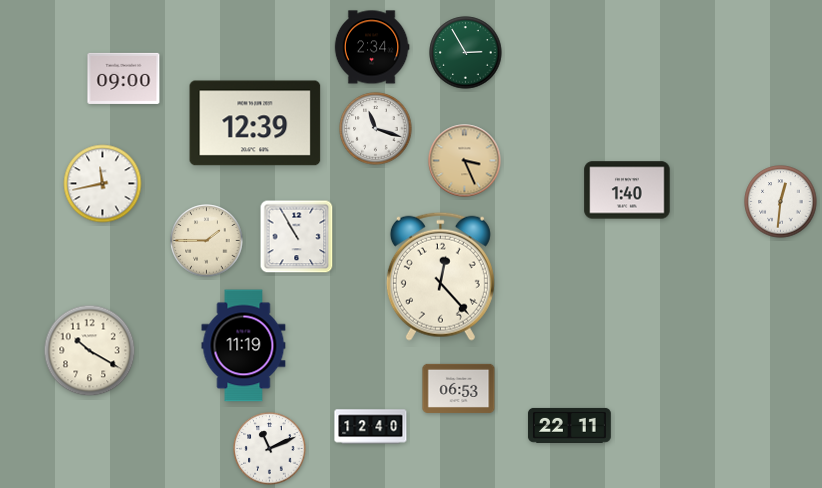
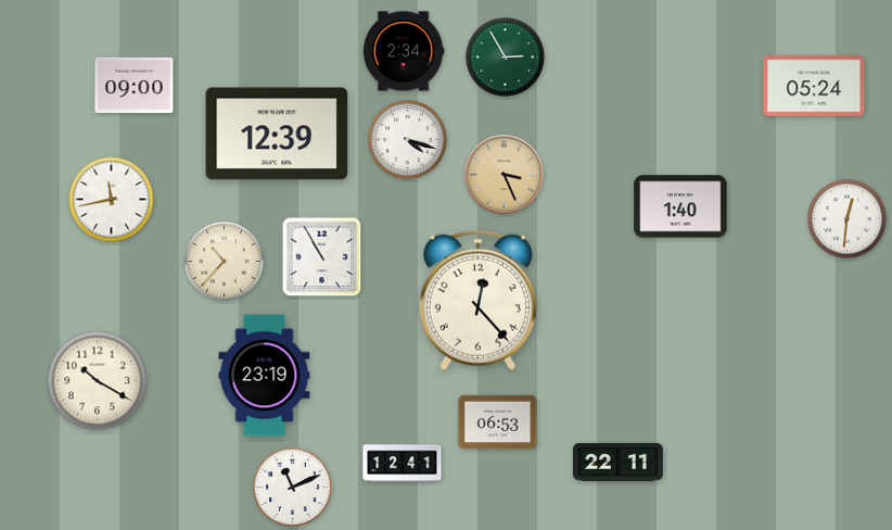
clock at (814, 86): none -> 05:24
clock at (376, 129): 11:18 -> 4:18
clock at (207, 241): 1:45 -> 10:37
clock at (244, 346): 11:19 -> 23:19
clock at (371, 427): 12:40 -> 12:41
